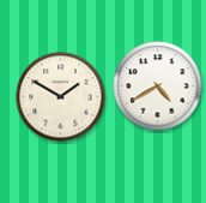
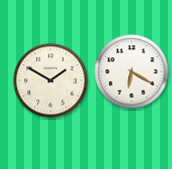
clock at (158, 86): 4:40 -> 6:20
